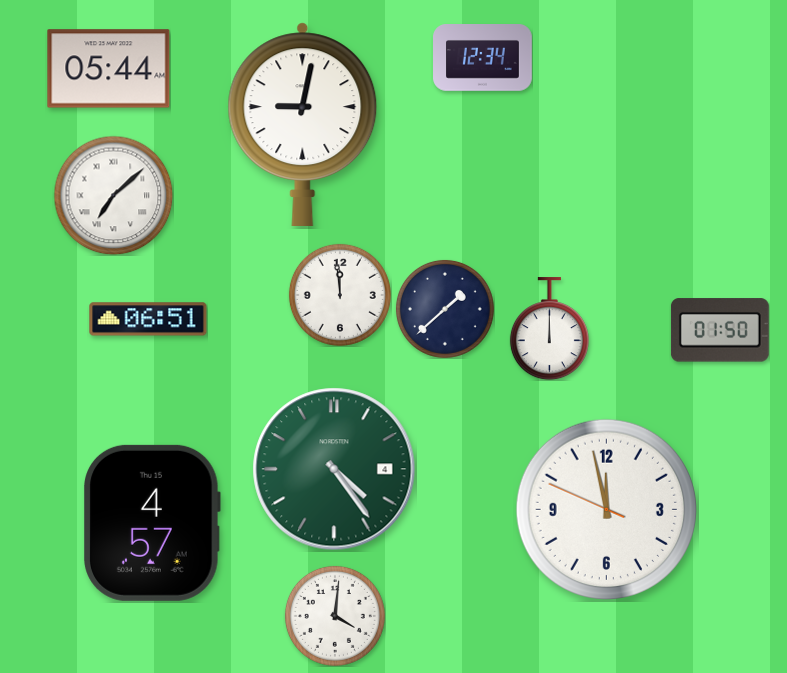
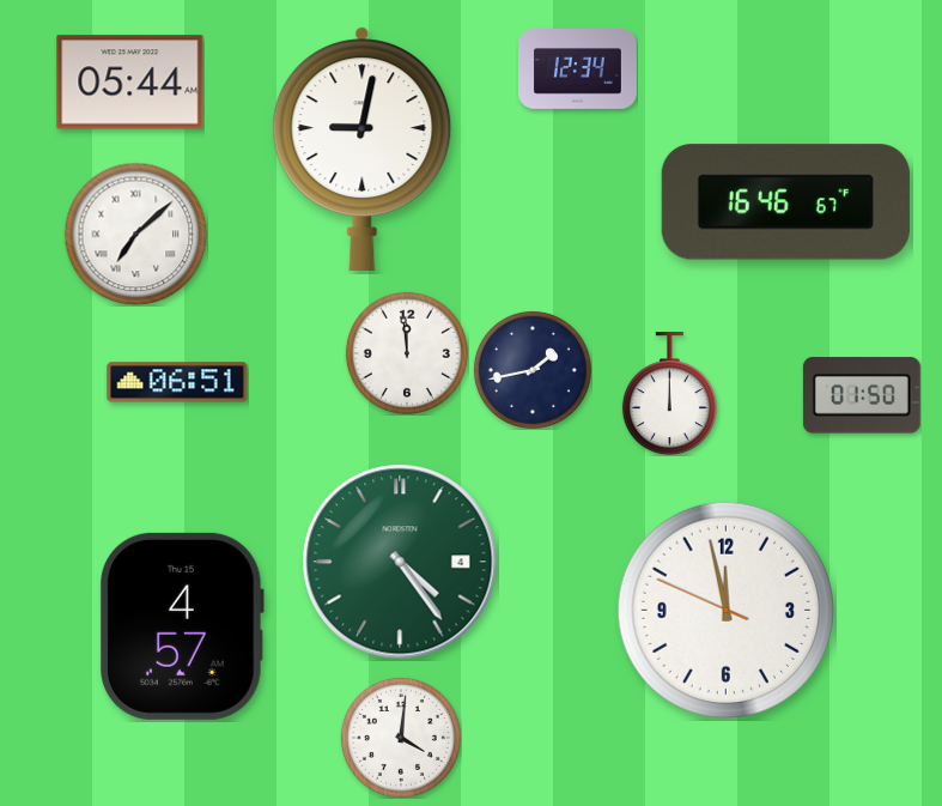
clock at (785, 202): none -> 16:46
clock at (445, 309): 1:38 -> 1:43
clock at (549, 329) position: (549, 329) -> (669, 394)
